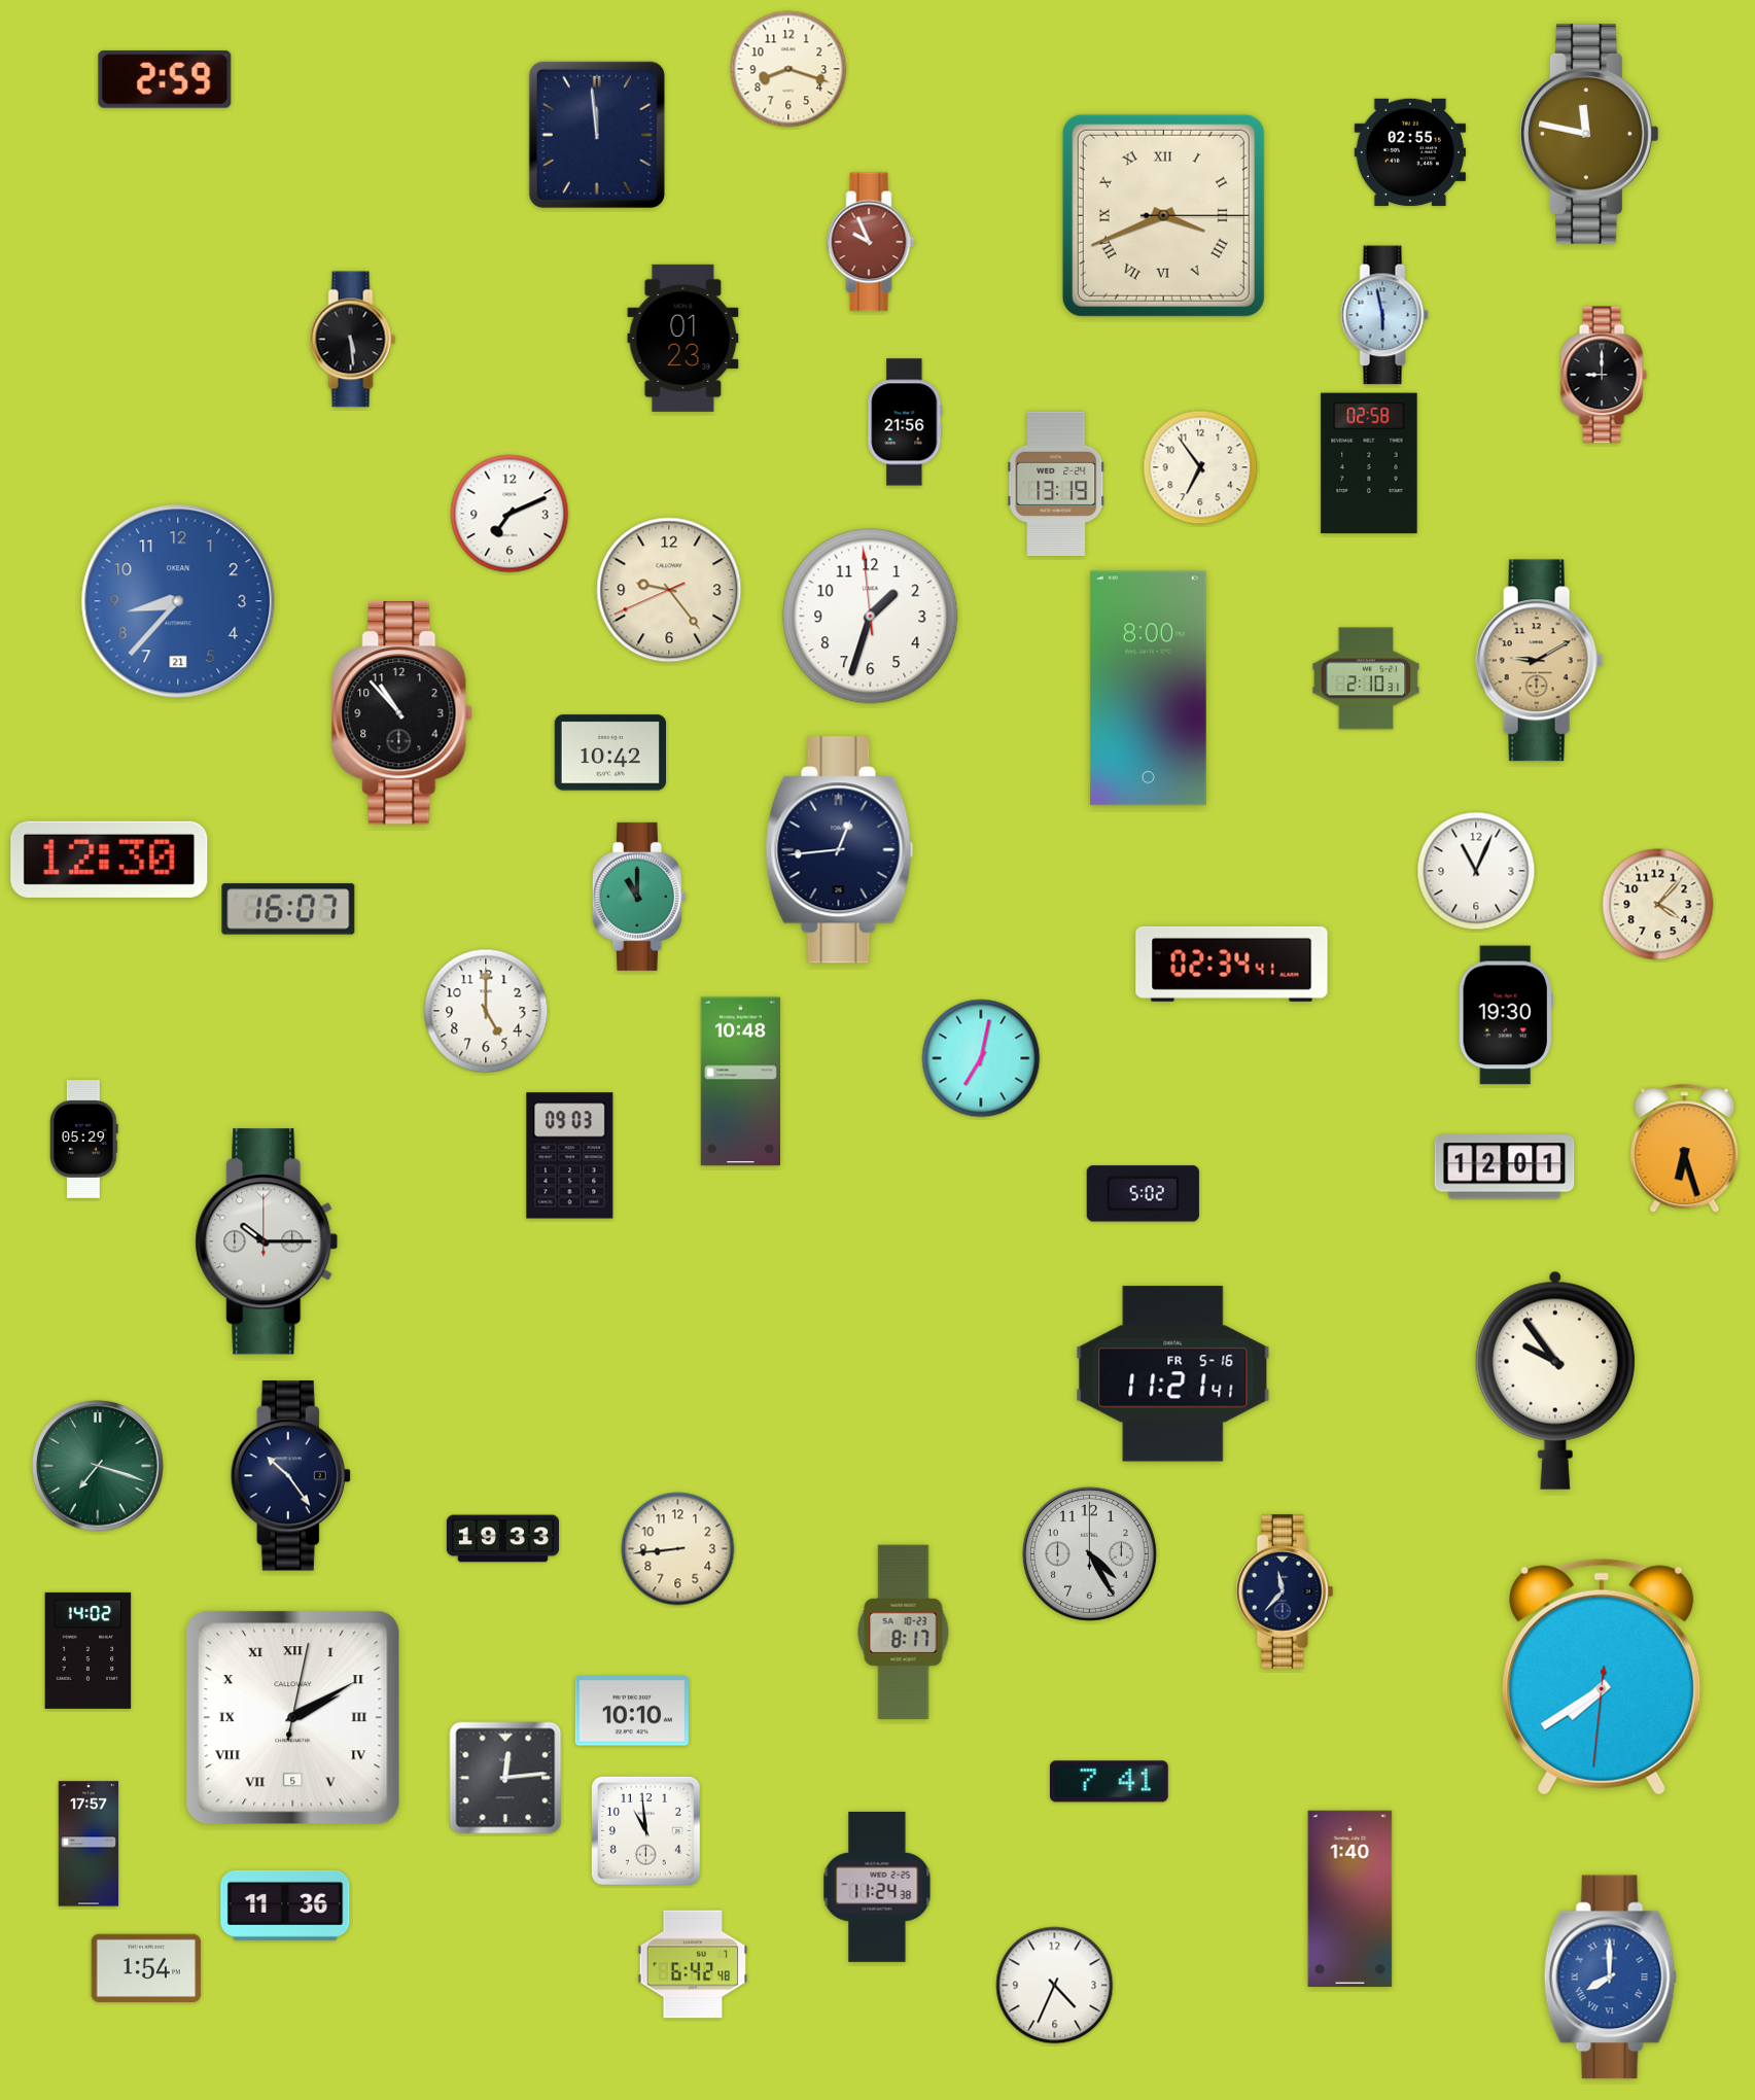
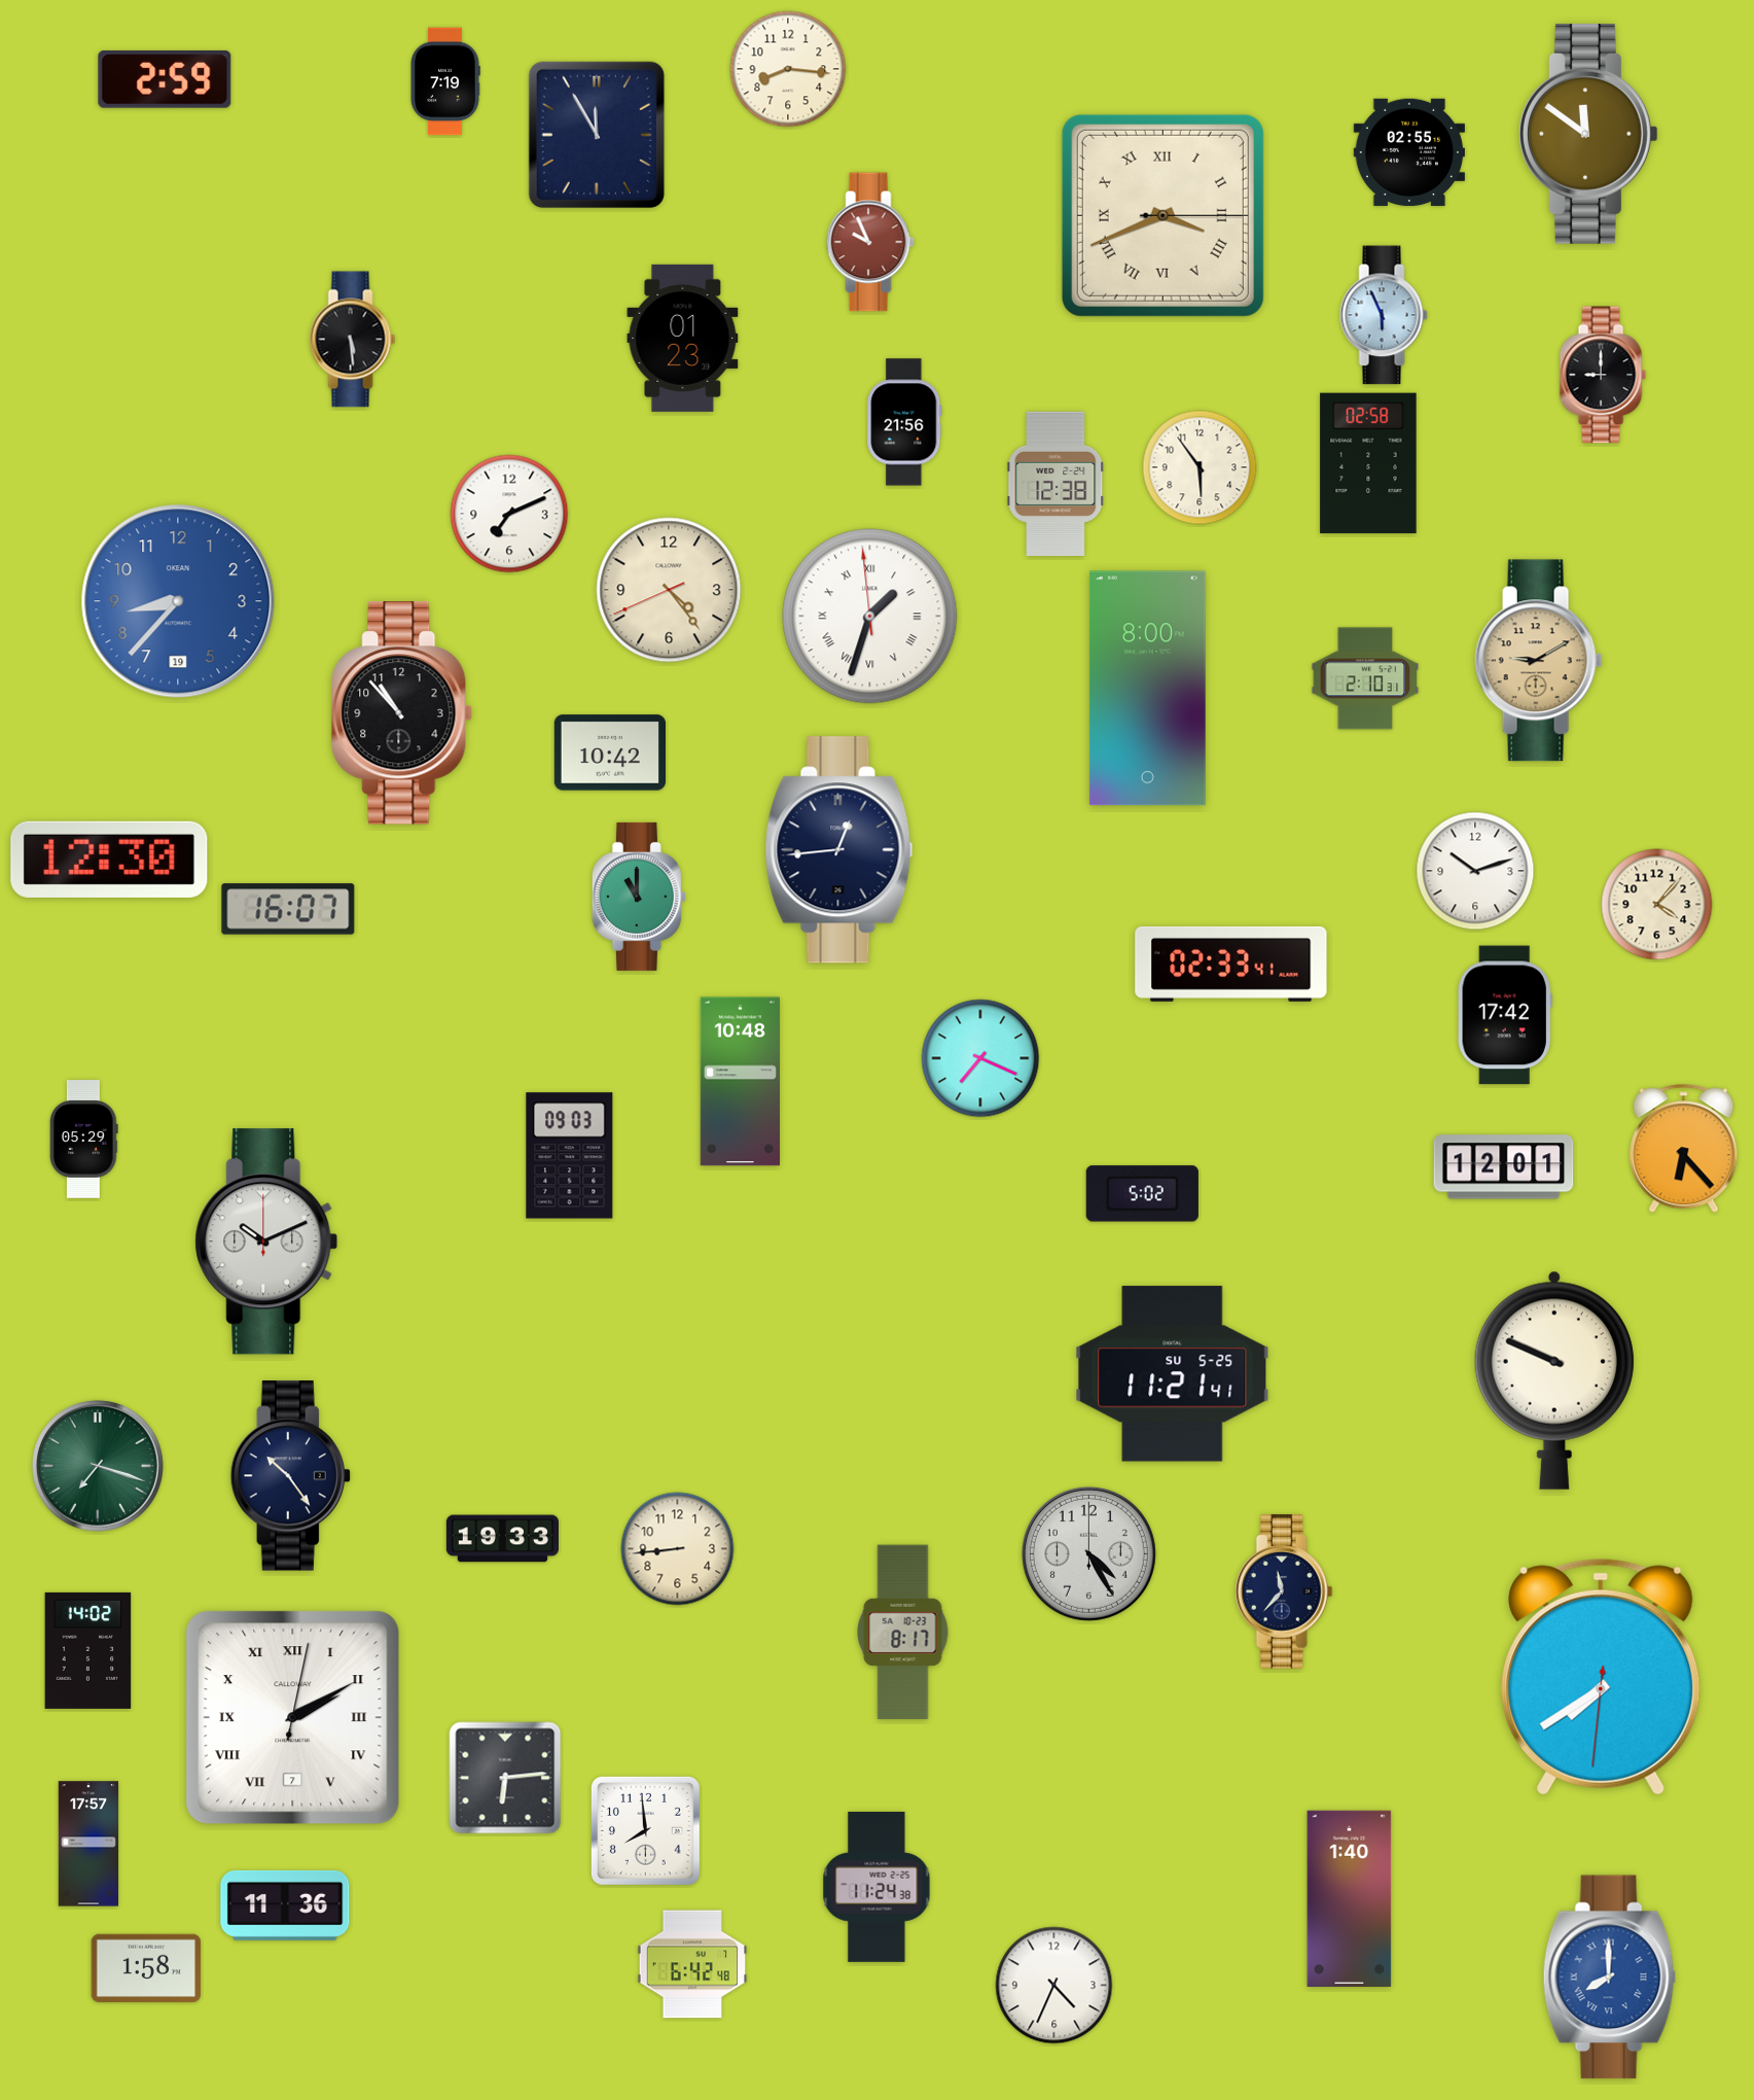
clock at (788, 69): 8:18 -> 8:16
clock at (445, 81): none -> 7:19
clock at (597, 135): 11:59 -> 11:55
clock at (1590, 135): 11:47 -> 11:51
clock at (1384, 315): 5:58 -> 5:56
clock at (1200, 467): 6:54 -> 5:54
clock at (1056, 483): 13:19 -> 12:38
clock at (669, 590): 9:23 -> 4:23
clock at (178, 601) date: 21 -> 19
clock at (871, 617) numerals: Arabic -> Roman
clock at (1476, 871): 11:04 -> 10:12
clock at (1232, 964): 02:34 -> 02:33
clock at (486, 1011): 5:00 -> none
clock at (1506, 1015): 19:30 -> 17:42
clock at (981, 1058): 7:02 -> 7:19
clock at (1685, 1149): 6:27 -> 6:23
clock at (267, 1241): 10:15 -> 10:11
clock at (1173, 1374) date: FR 5-16 -> SU 5-25
clock at (1555, 1380): 9:54 -> 9:49
clock at (632, 1711): 10:10 -> none
clock at (293, 1718) date: 5 -> 7
clock at (505, 1778): 12:14 -> 6:14
clock at (1109, 1782): 7:41 -> none
clock at (645, 1830): 10:59 -> 7:59
clock at (146, 1968): 1:54 -> 1:58
